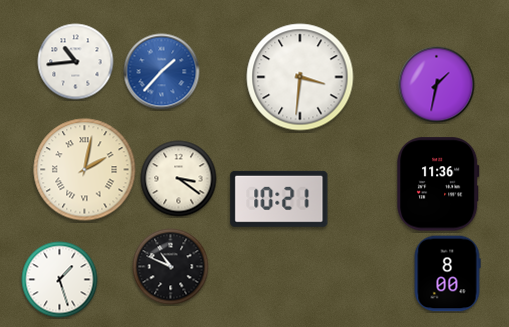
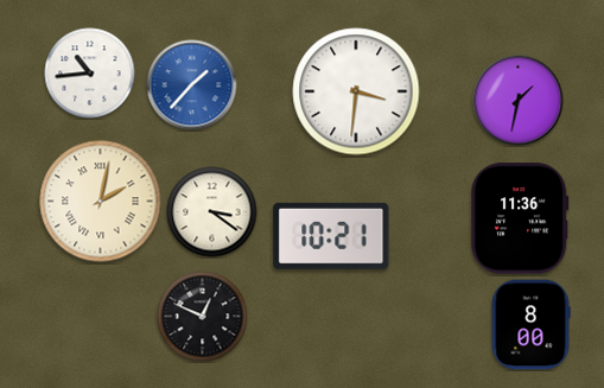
clock at (171, 267): 10:49 -> 12:49
clock at (60, 280): 1:27 -> none
